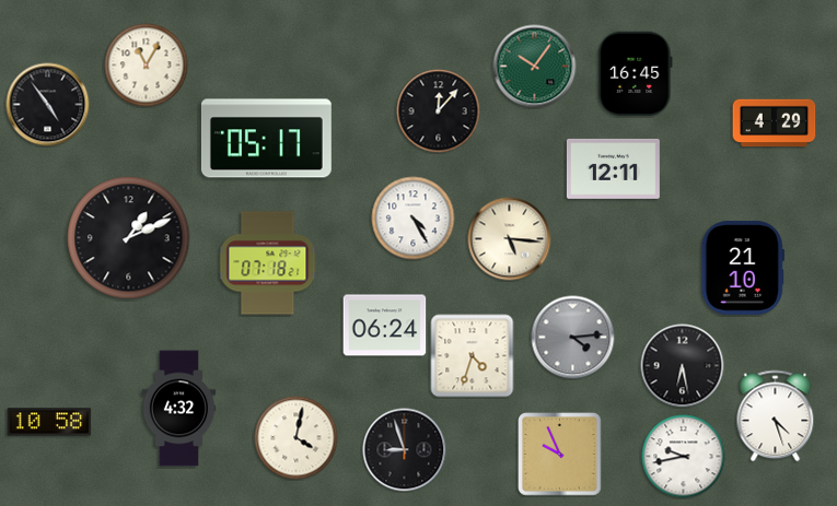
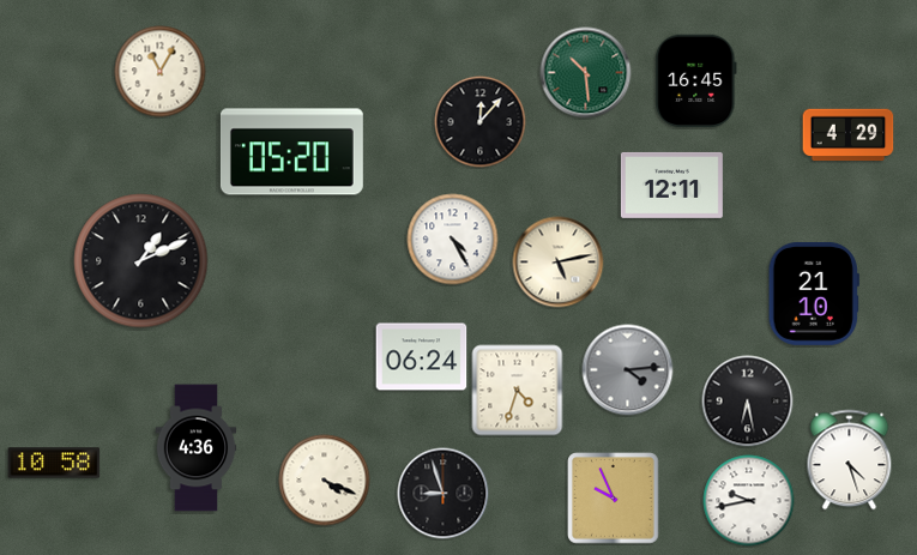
clock at (535, 67): 10:06 -> 10:29
clock at (48, 105): 4:54 -> none
clock at (266, 139): 05:17 -> 05:20
clock at (510, 239): 5:16 -> 5:13
clock at (268, 263): 07:18 -> none
clock at (179, 409): 4:32 -> 4:36
clock at (776, 416) position: (776, 416) -> (850, 460)
clock at (297, 438): 4:02 -> 4:19
